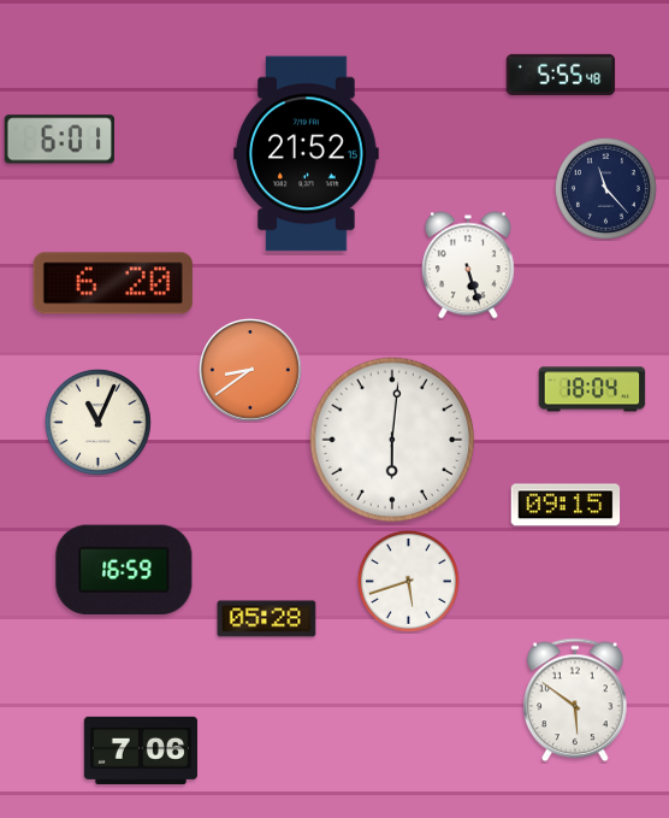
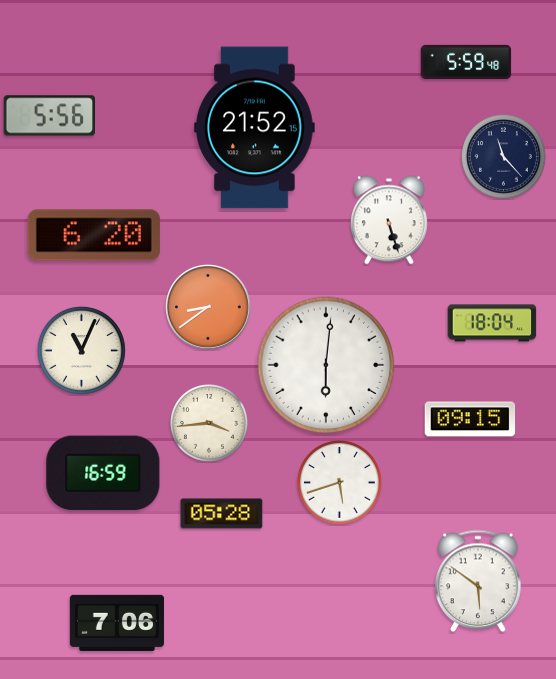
clock at (561, 75): 5:55 -> 5:59
clock at (59, 140): 6:01 -> 5:56
clock at (210, 424): none -> 3:44
